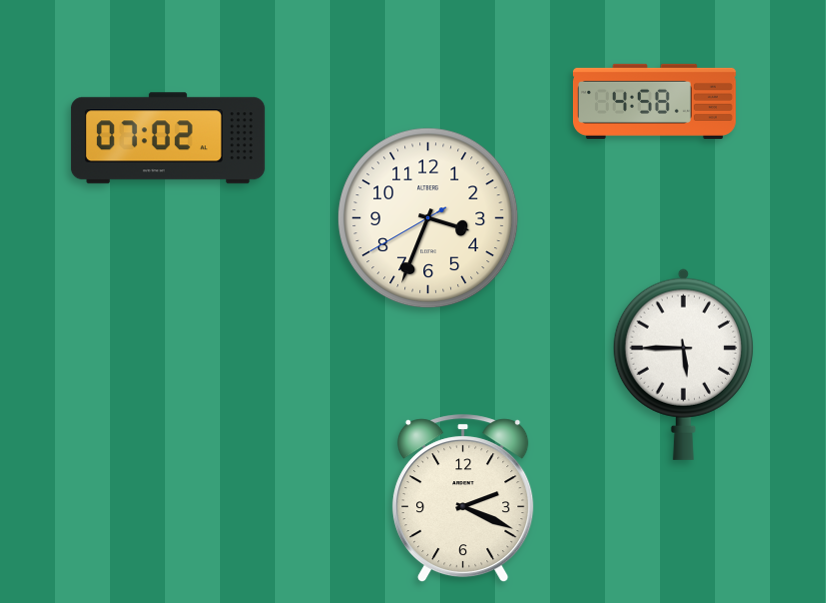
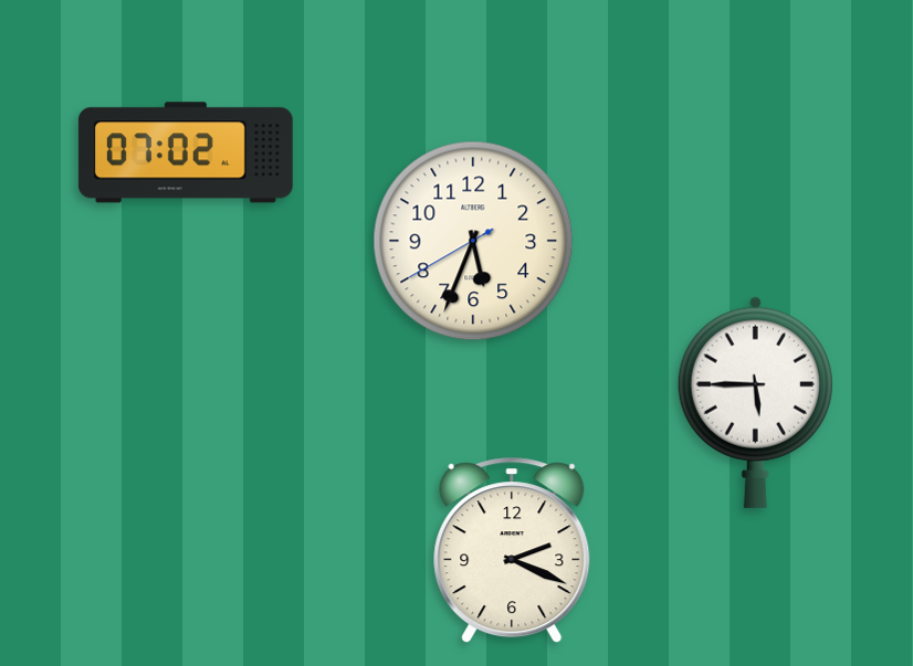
clock at (654, 101): 4:58 -> none
clock at (428, 218): 3:33 -> 5:33
